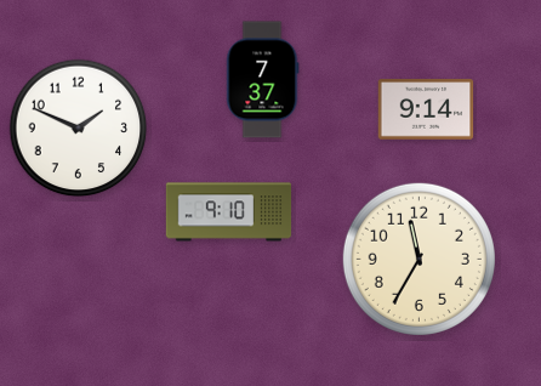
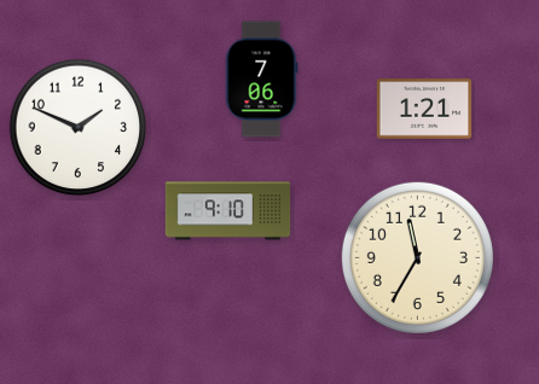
clock at (262, 80): 7:37 -> 7:06
clock at (426, 109): 9:14 -> 1:21
